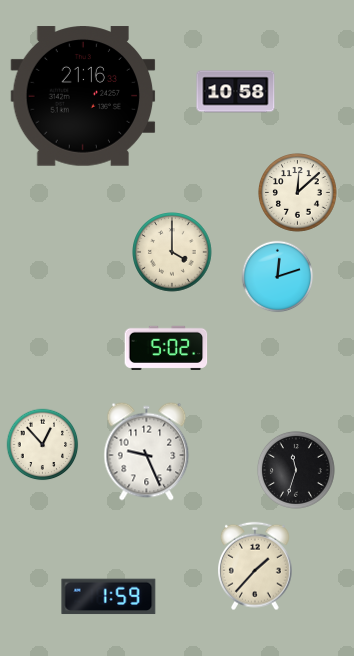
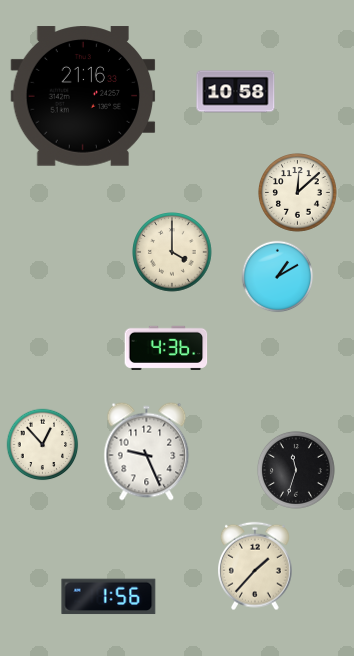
clock at (278, 277): 12:12 -> 1:10
clock at (166, 348): 5:02 -> 4:36
clock at (109, 597): 1:59 -> 1:56
